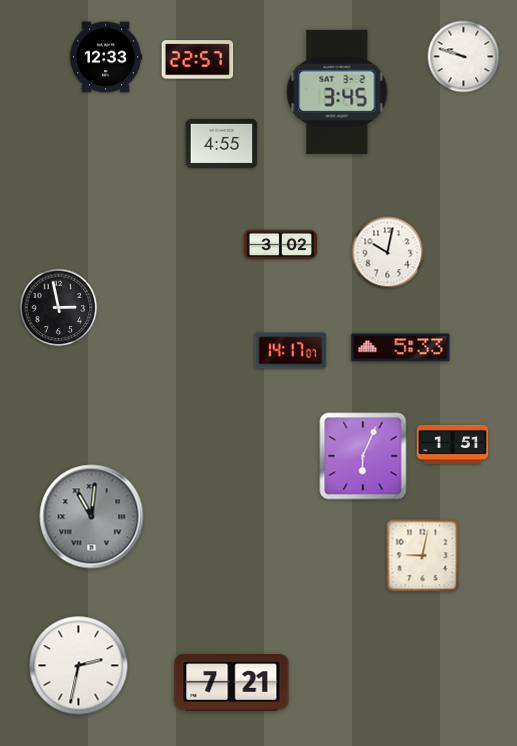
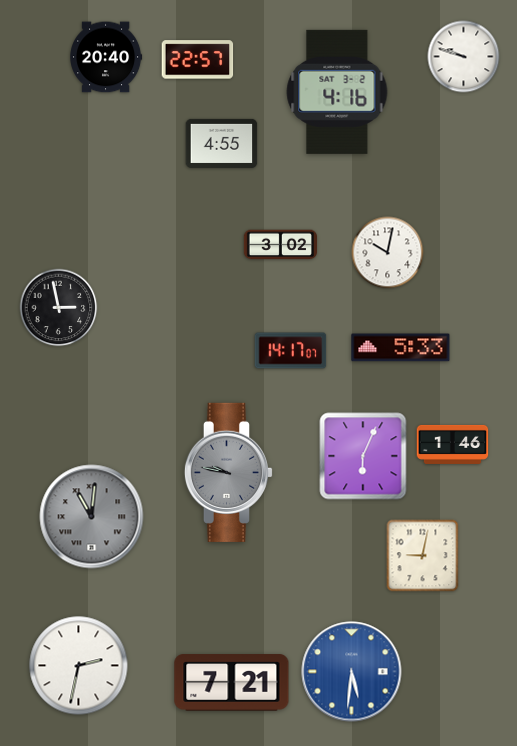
clock at (106, 57): 12:33 -> 20:40
clock at (337, 92): 3:45 -> 4:16
clock at (453, 444): 1:51 -> 1:46
clock at (229, 472): none -> 9:47
clock at (352, 672): none -> 5:31
